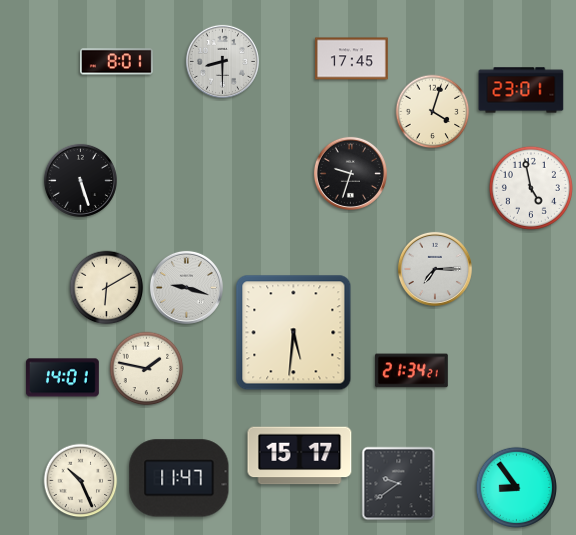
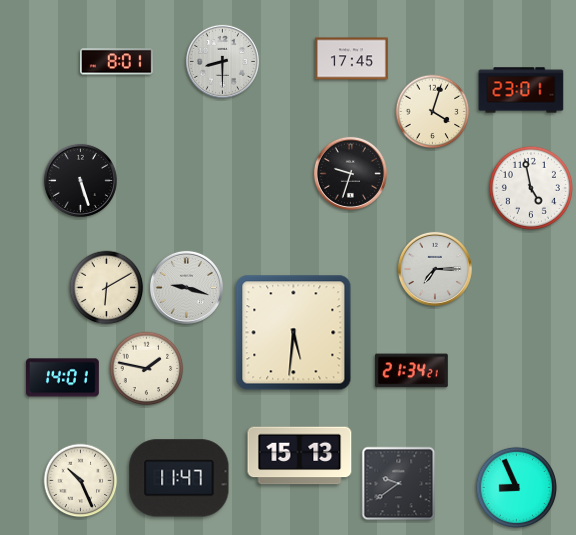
clock at (300, 456): 15:17 -> 15:13
clock at (516, 487): 8:54 -> 8:56
